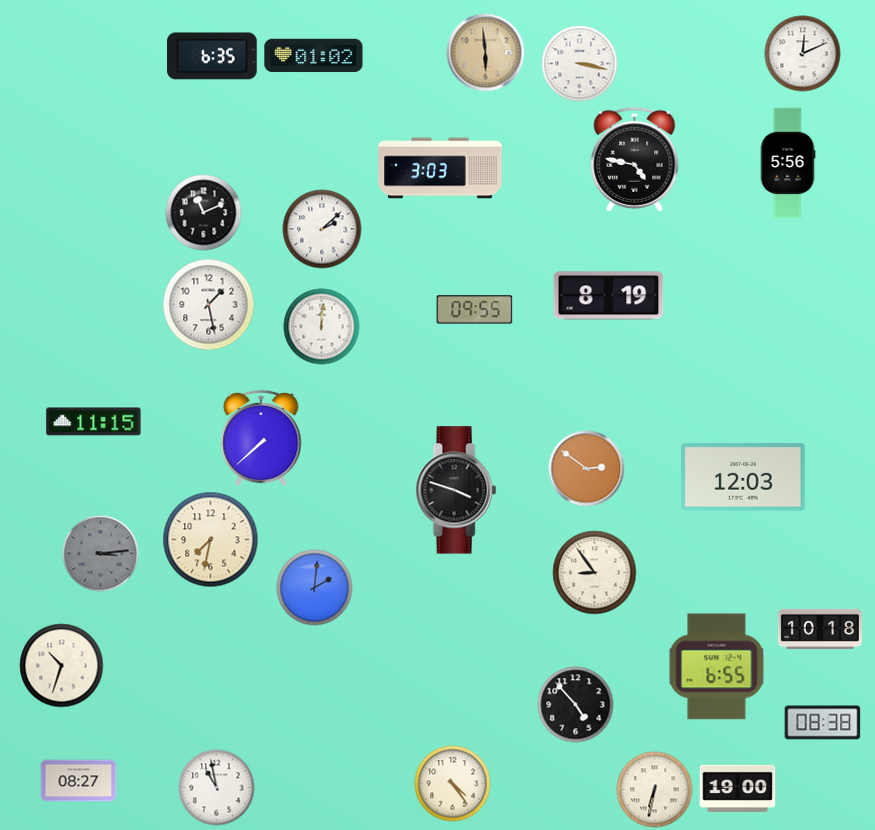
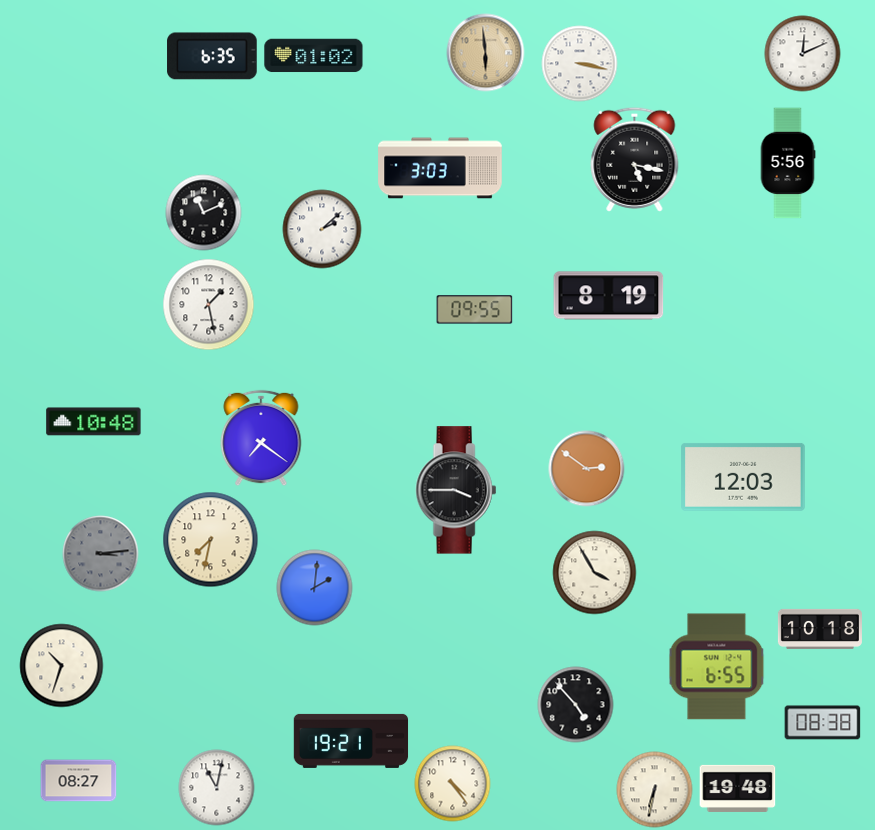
clock at (635, 159): 4:47 -> 5:17
clock at (322, 327): 12:01 -> none
clock at (94, 422): 11:15 -> 10:48
clock at (261, 438): 7:38 -> 7:21
clock at (456, 490): 3:48 -> 3:45
clock at (595, 573): 8:54 -> 3:55
clock at (351, 741): none -> 19:21
clock at (217, 788): 10:58 -> 11:02
clock at (738, 788): 19:00 -> 19:48
